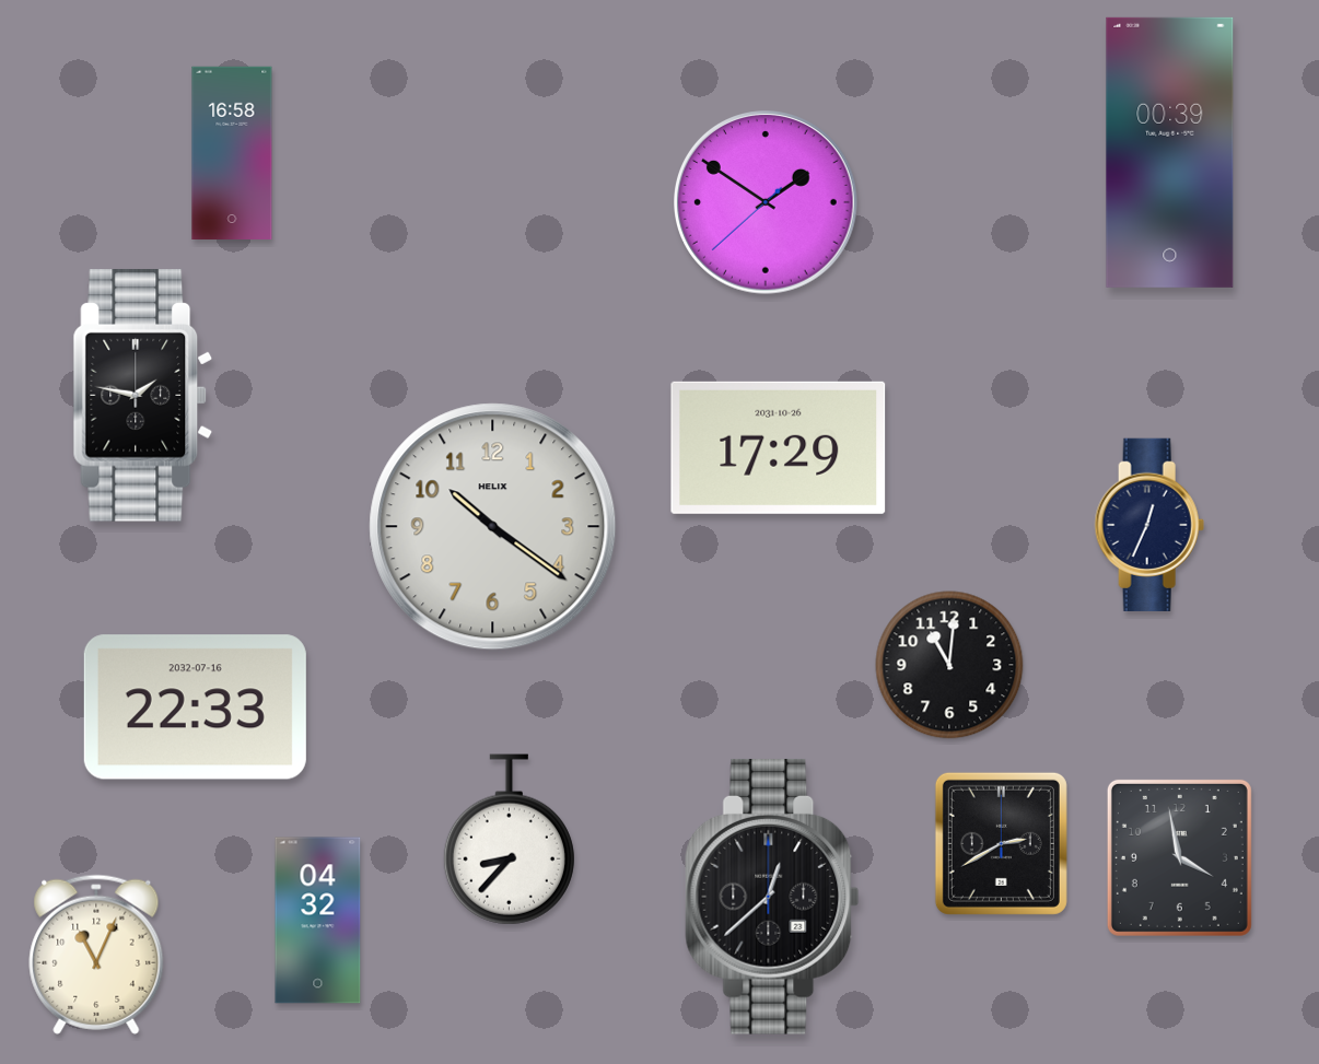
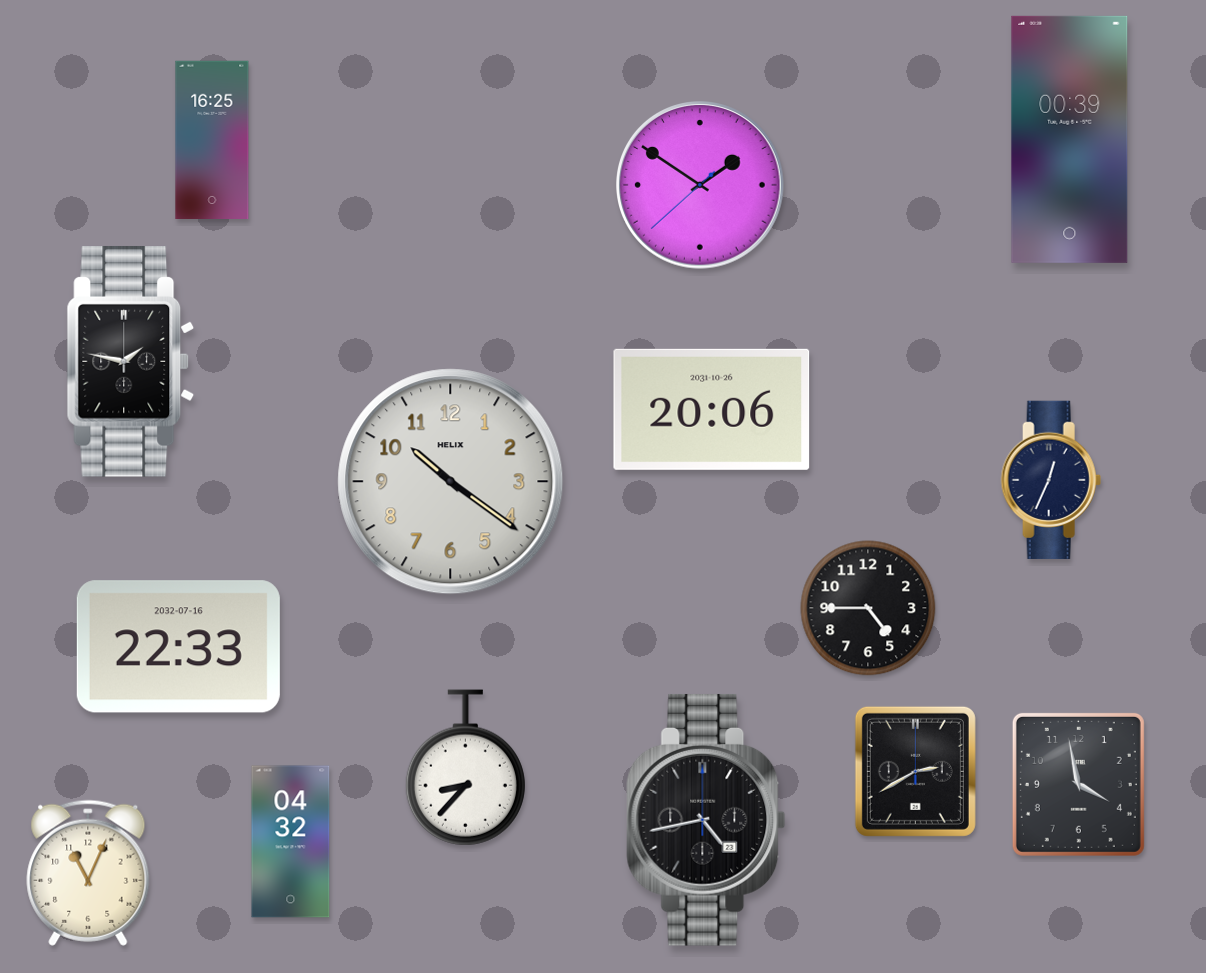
clock at (232, 152): 16:58 -> 16:25
clock at (779, 447): 17:29 -> 20:06
clock at (949, 665): 11:01 -> 4:45
clock at (772, 897): 12:38 -> 4:43
